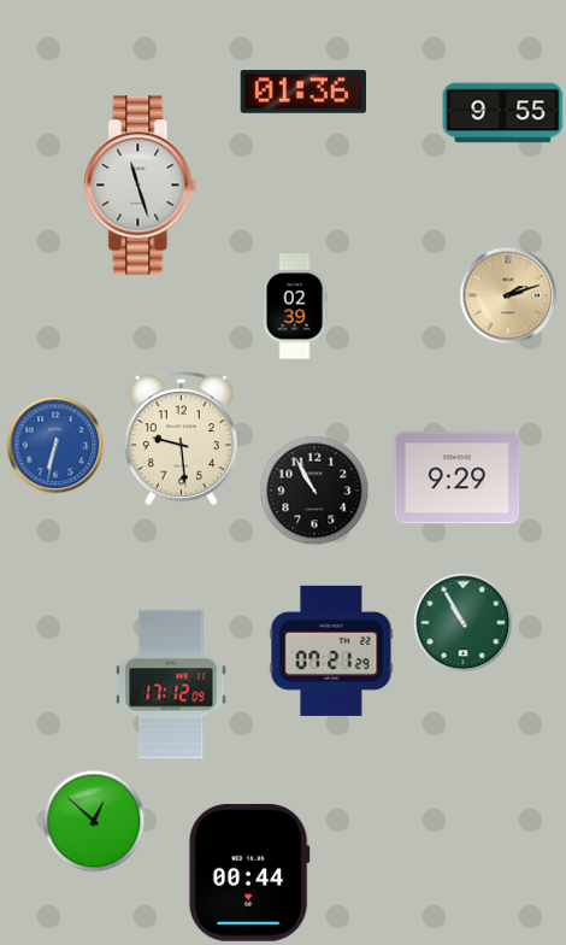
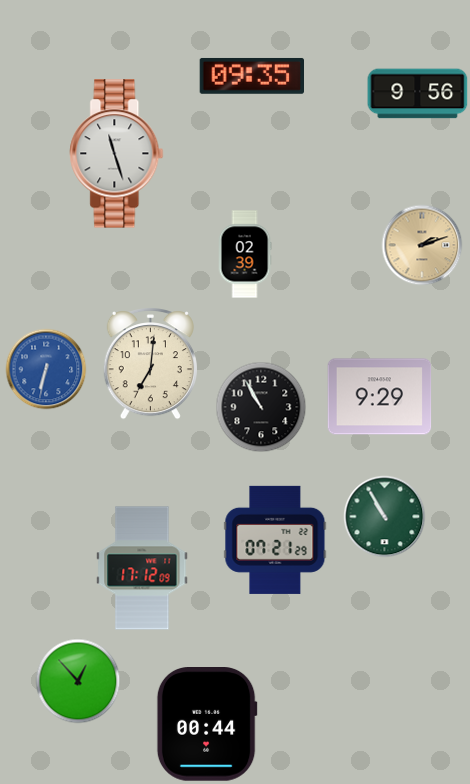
clock at (302, 92): 01:36 -> 09:35
clock at (503, 113): 9:55 -> 9:56
clock at (181, 439): 9:29 -> 7:01
clock at (94, 821): 12:52 -> 12:53
